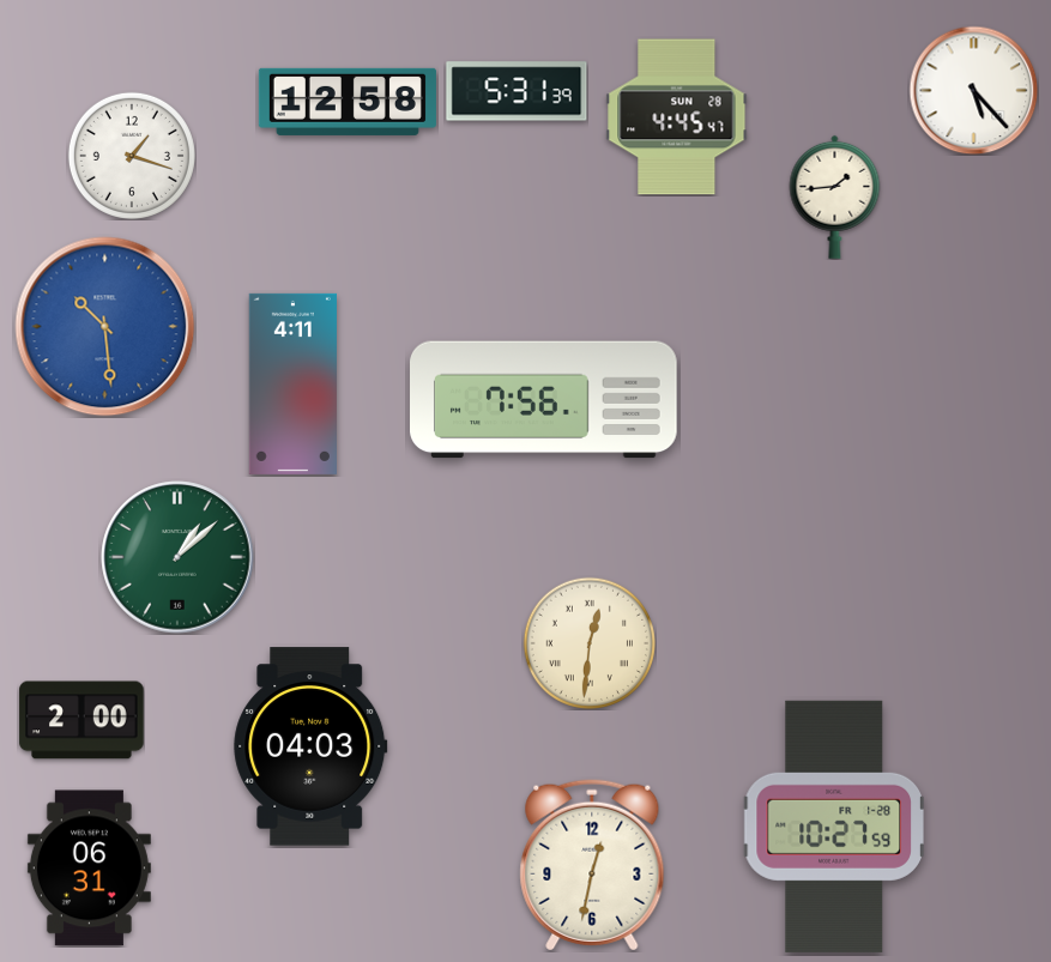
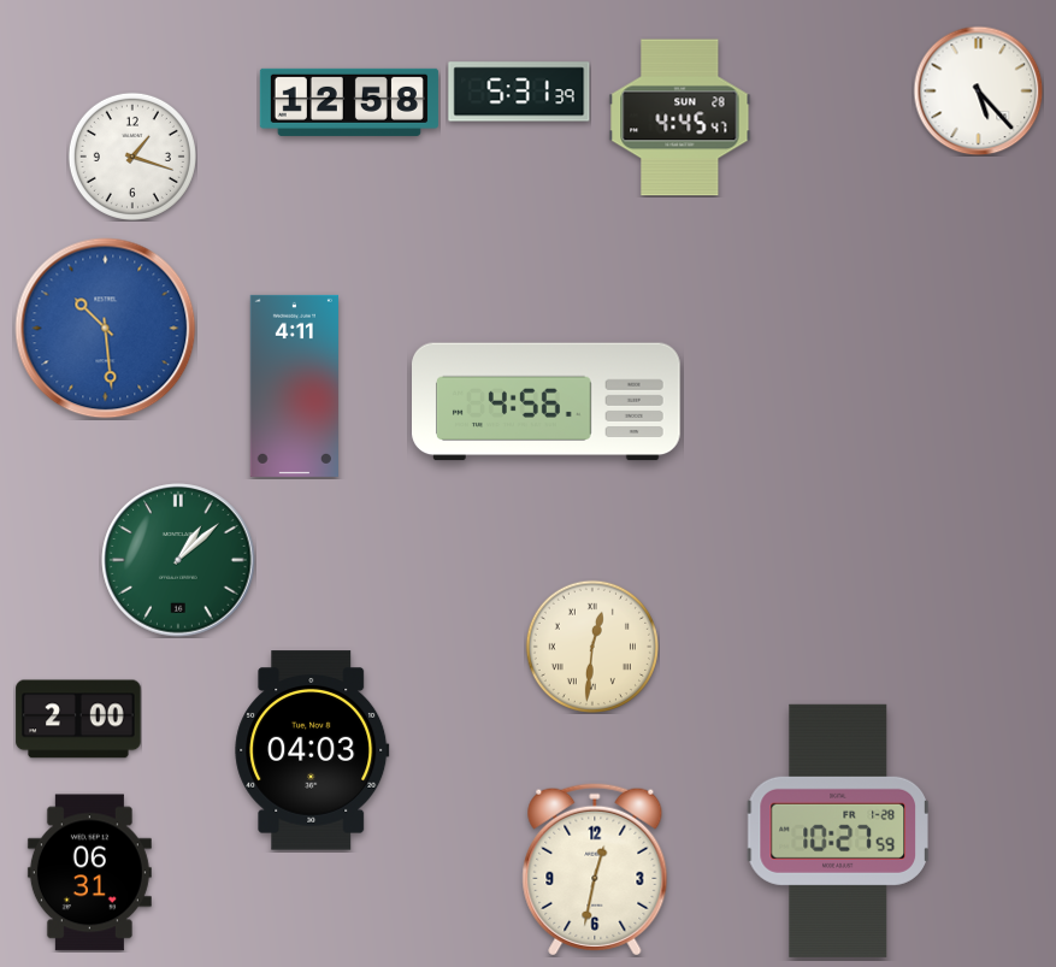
clock at (835, 196): 1:44 -> none
clock at (544, 400): 7:56 -> 4:56
clock at (81, 720) position: (81, 720) -> (78, 719)
